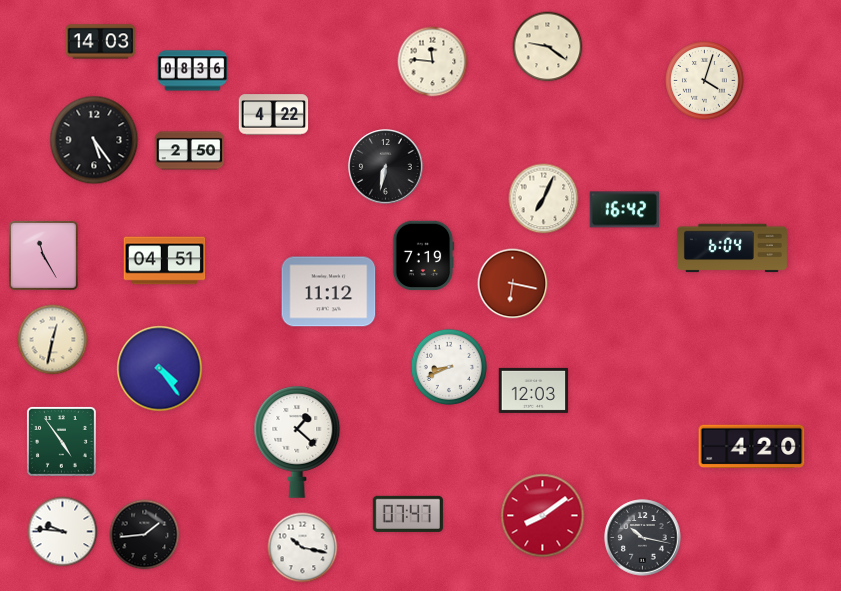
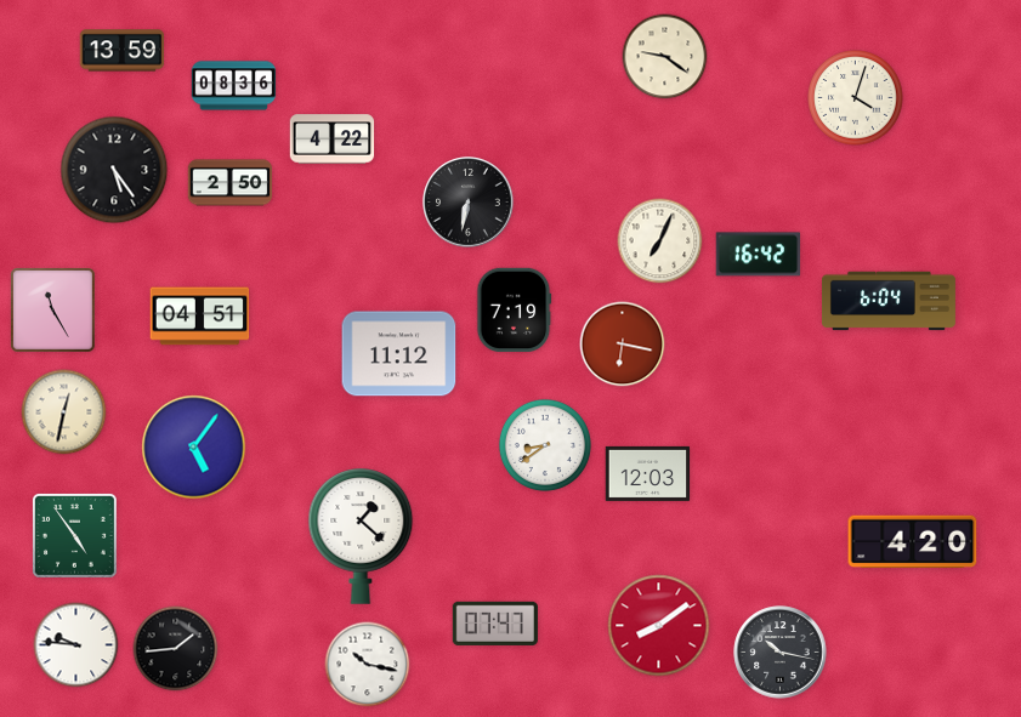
clock at (101, 42): 14:03 -> 13:59
clock at (433, 62): 11:46 -> none
clock at (449, 367): 8:41 -> 8:39
clock at (160, 369): 4:24 -> 5:06
